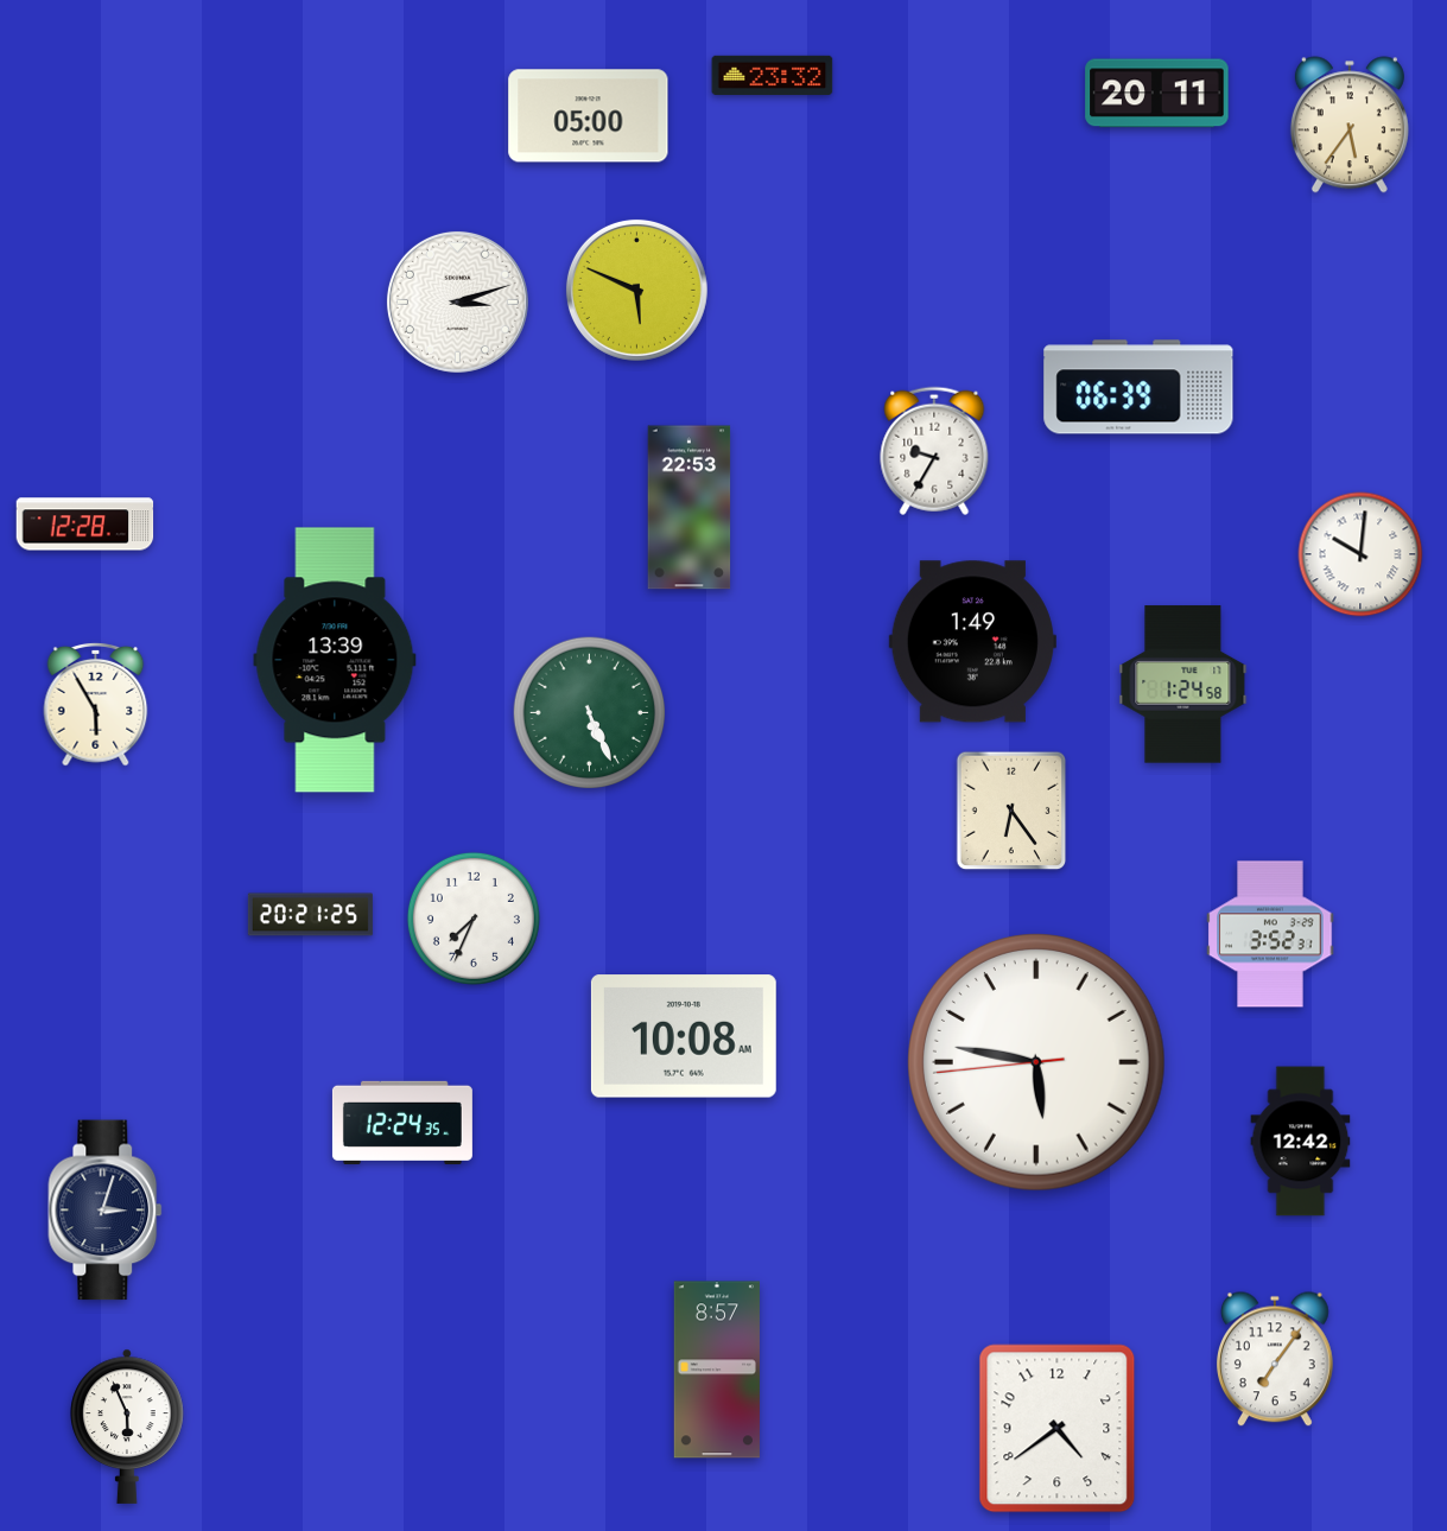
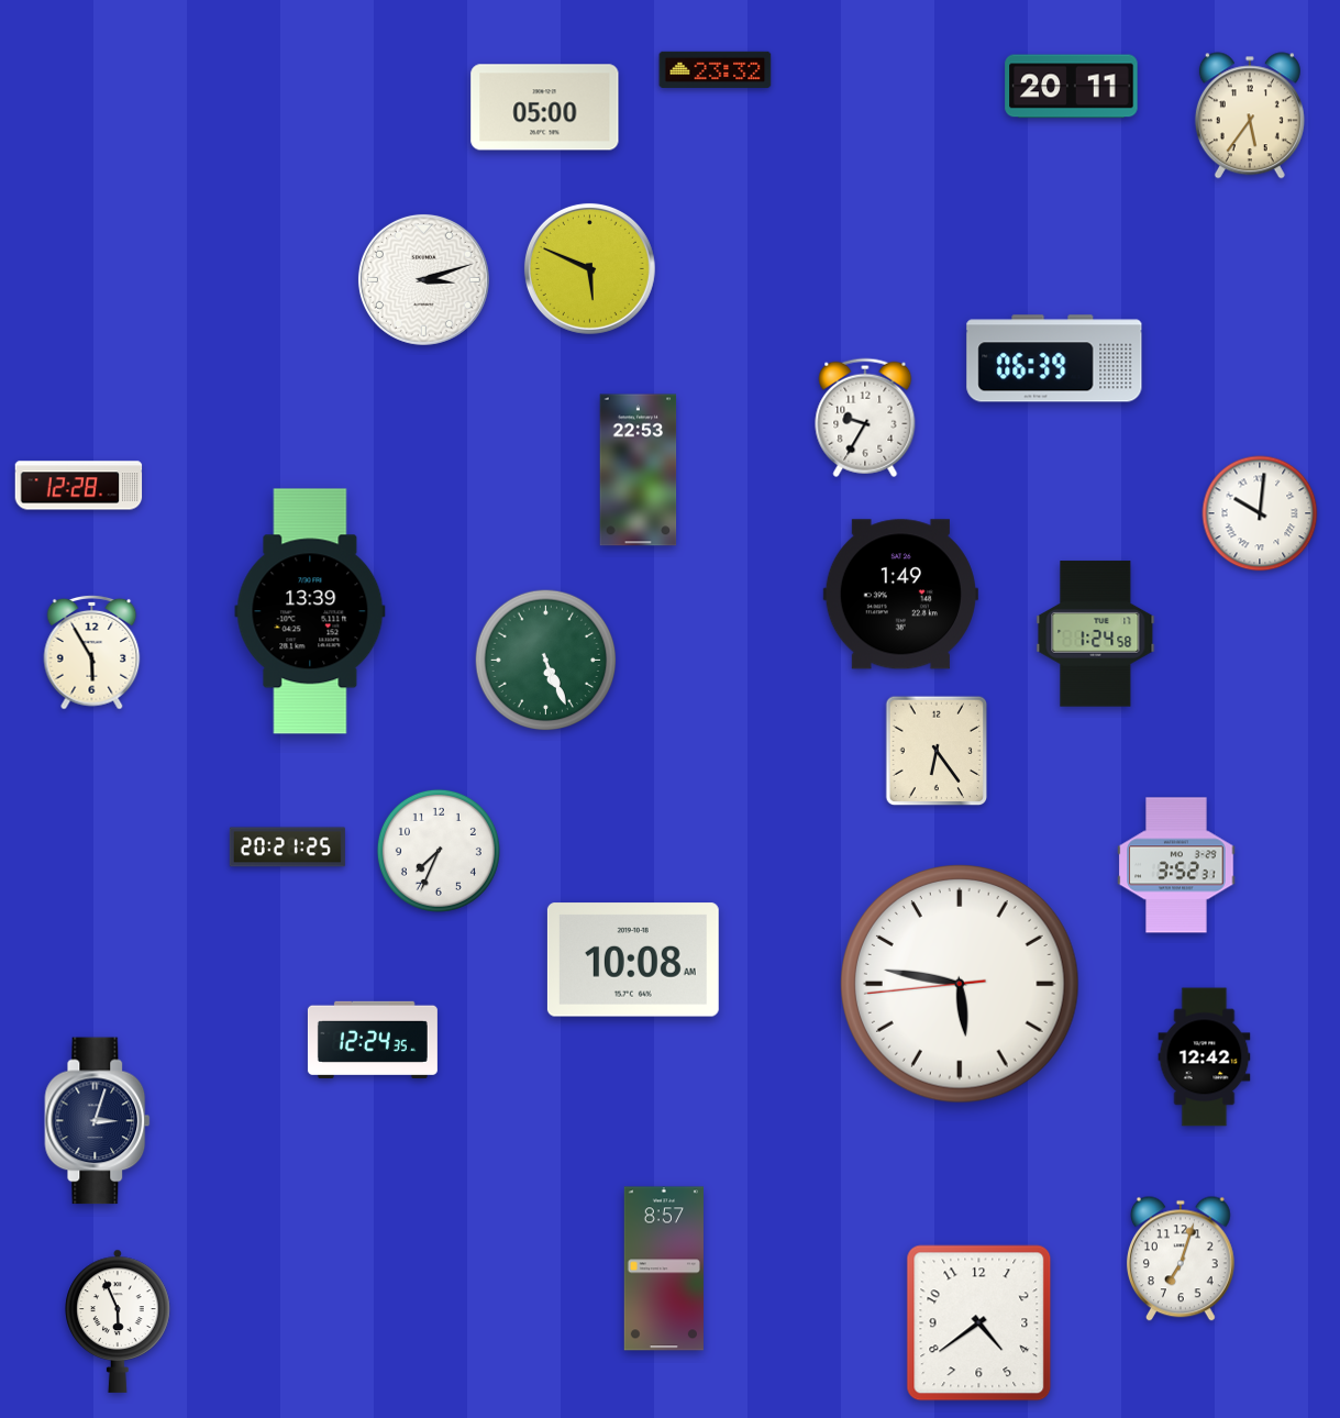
clock at (96, 704) position: (96, 704) -> (92, 652)
clock at (1275, 1359): 7:06 -> 7:03
